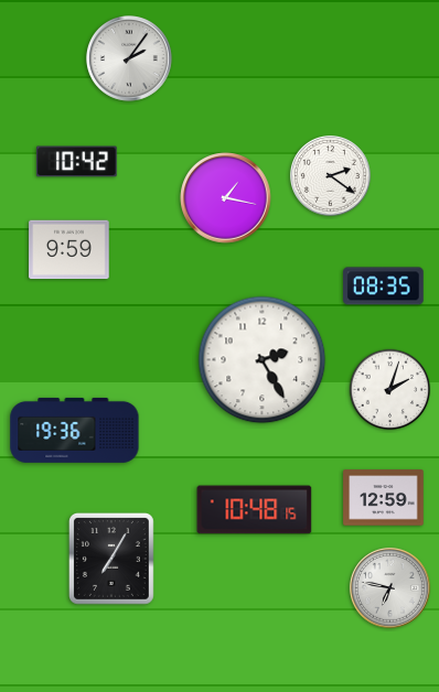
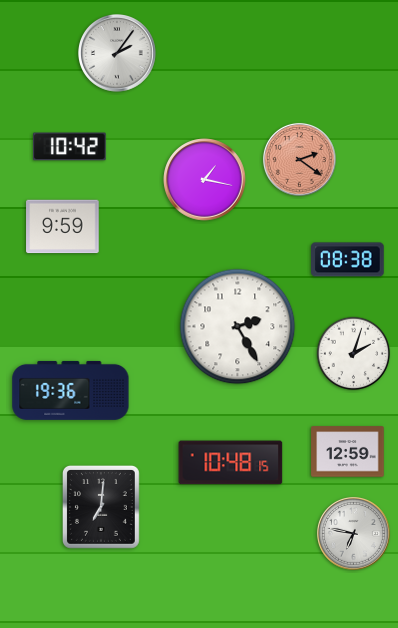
clock at (330, 175) dial: white -> salmon
clock at (384, 286): 08:35 -> 08:38
clock at (75, 430) position: (75, 430) -> (71, 390)
clock at (111, 559): 7:05 -> 7:01
